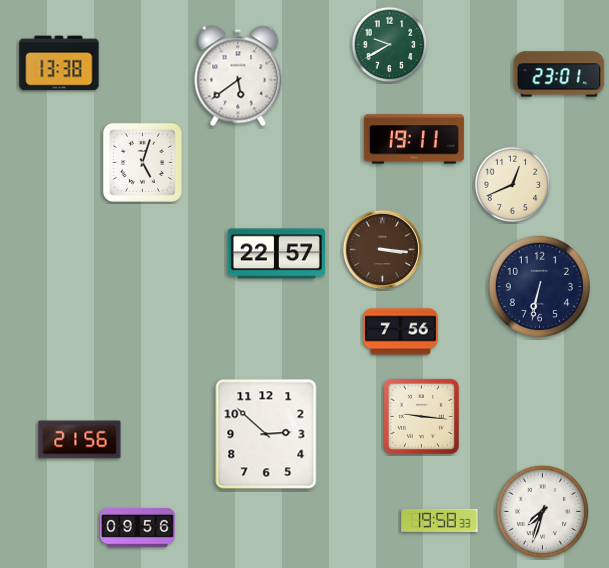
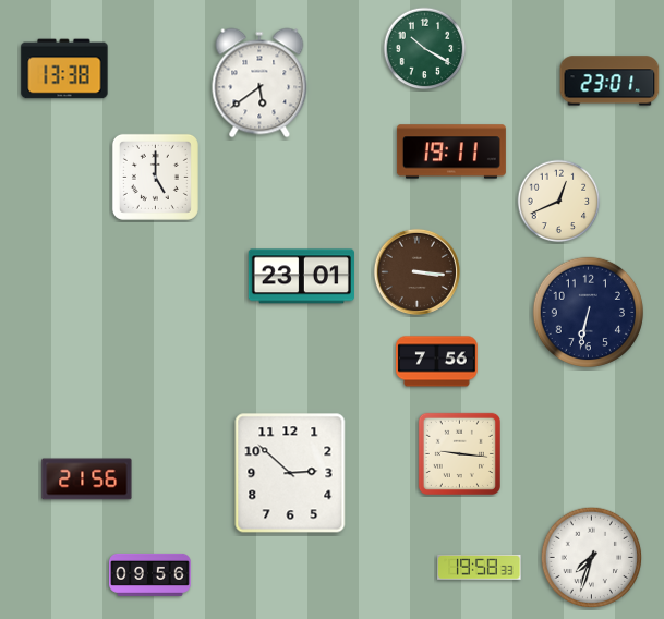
clock at (390, 45): 9:40 -> 10:20
clock at (142, 162): 5:03 -> 5:00
clock at (276, 254): 22:57 -> 23:01
